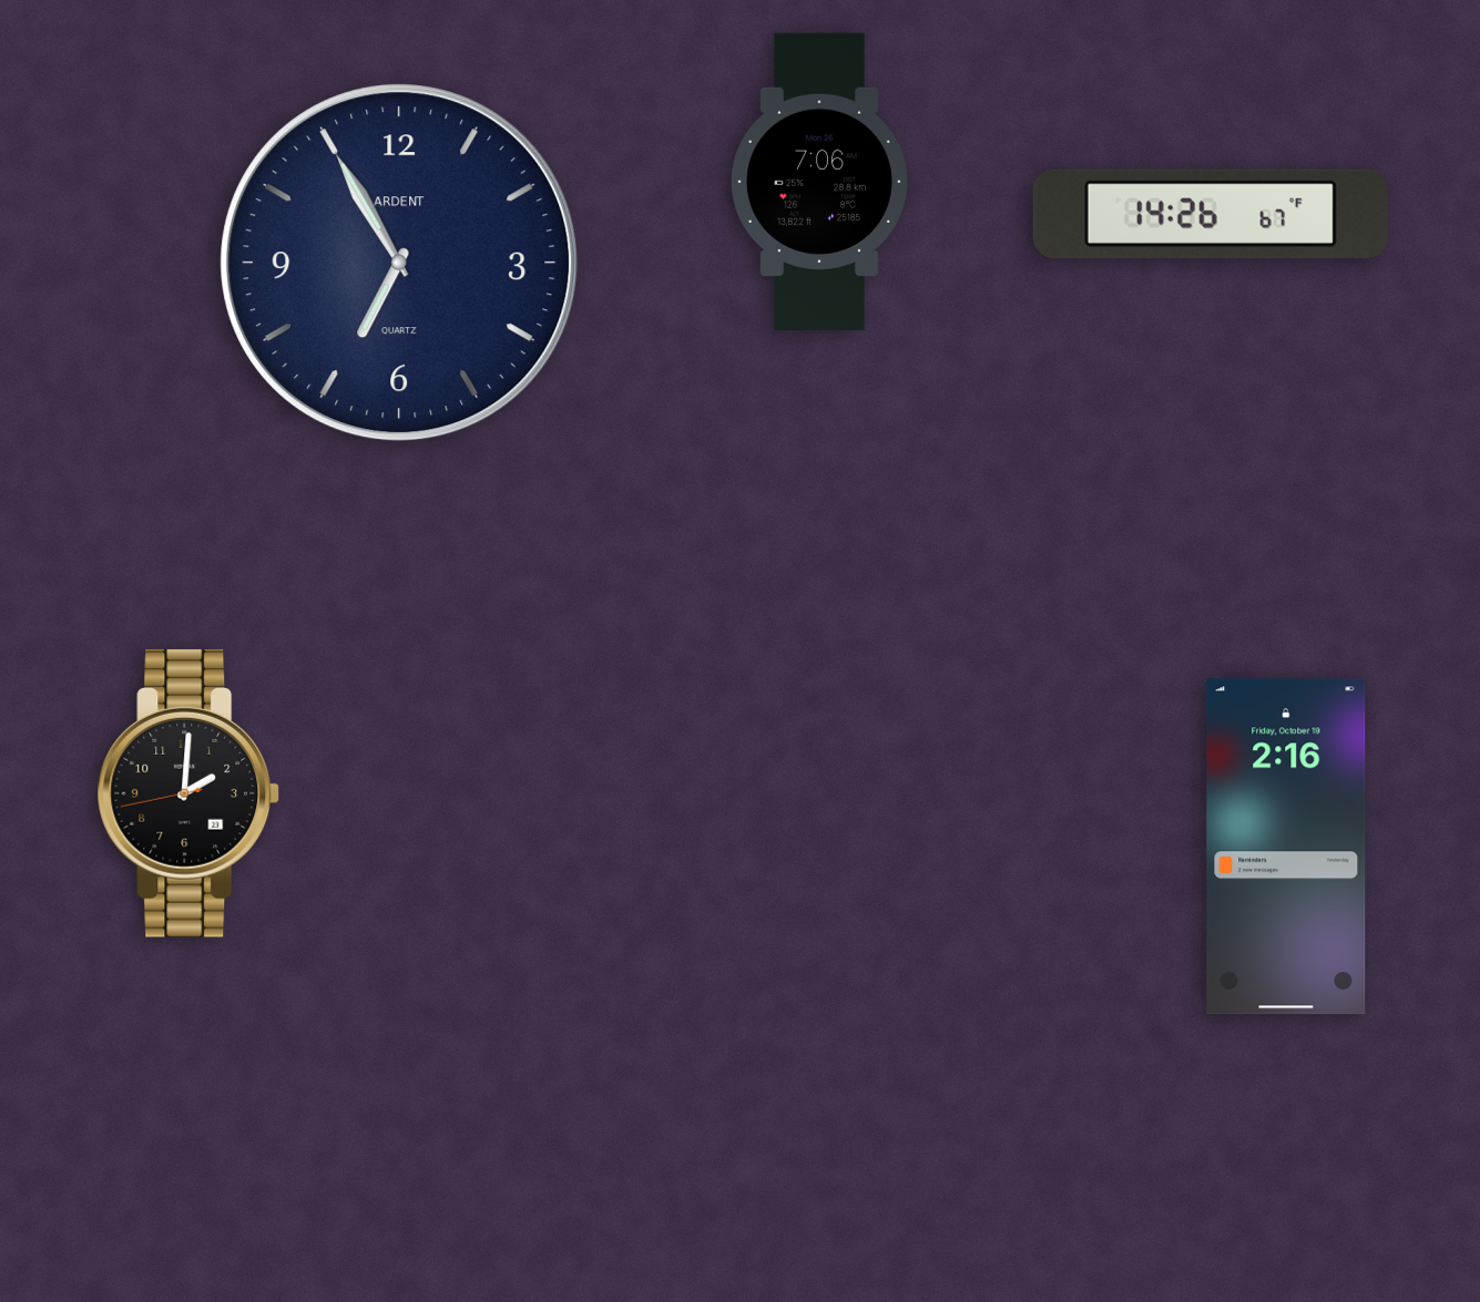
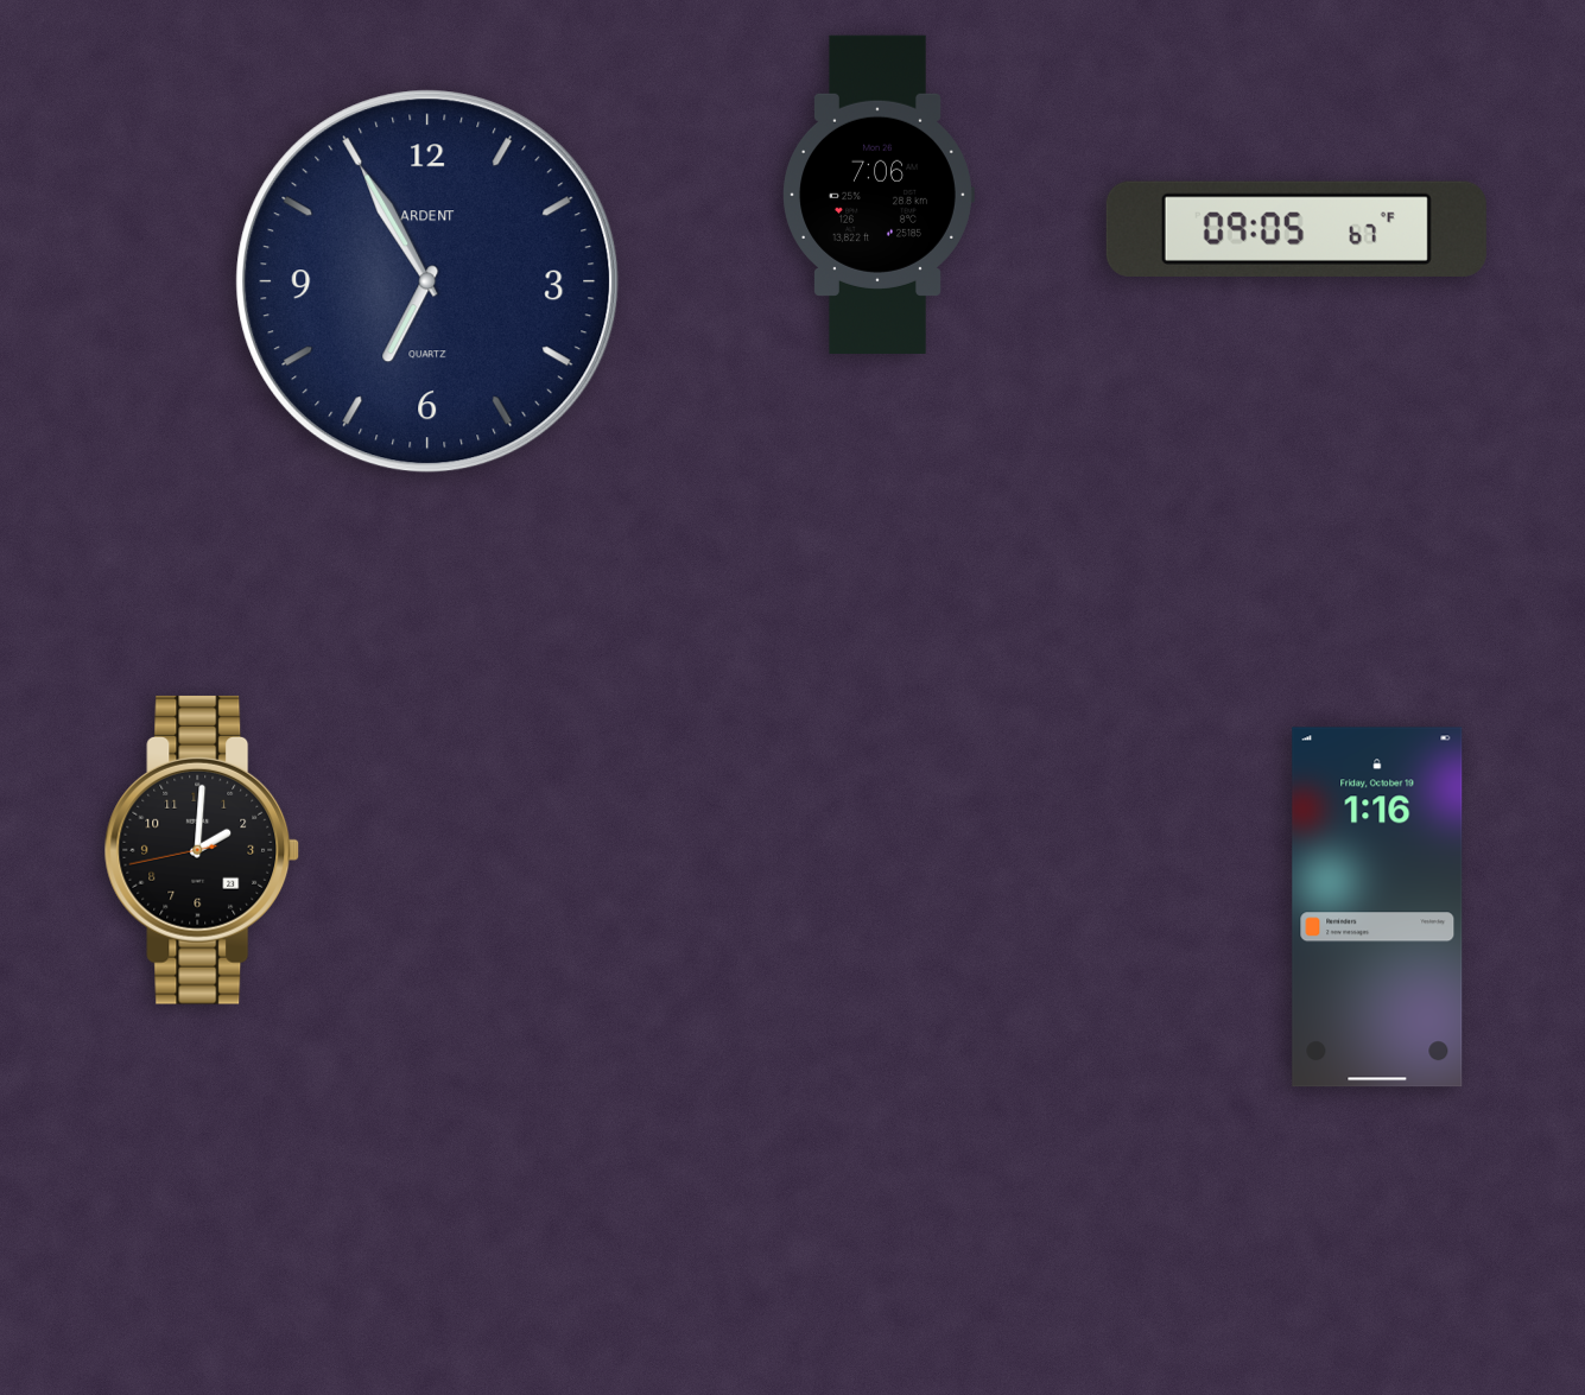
clock at (1211, 214): 14:26 -> 09:05
clock at (1286, 847): 2:16 -> 1:16
